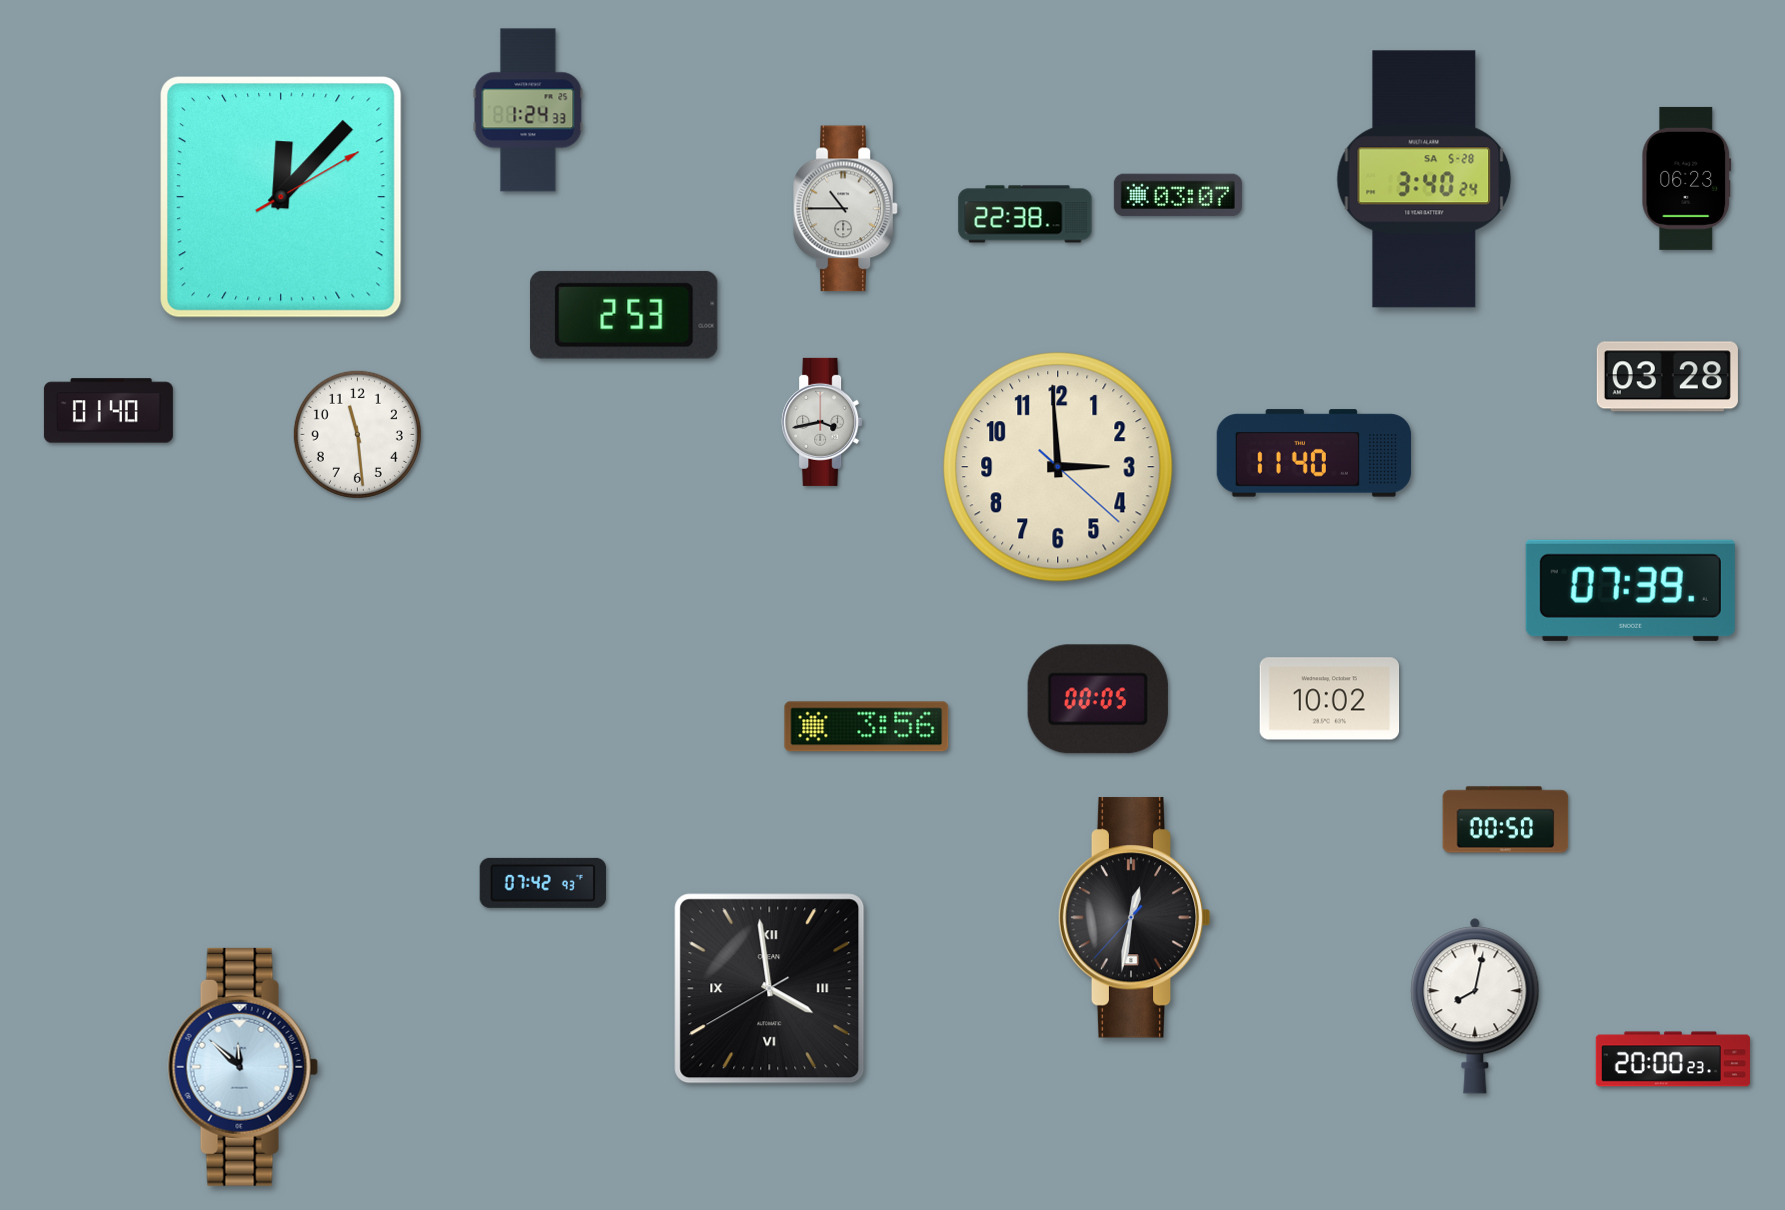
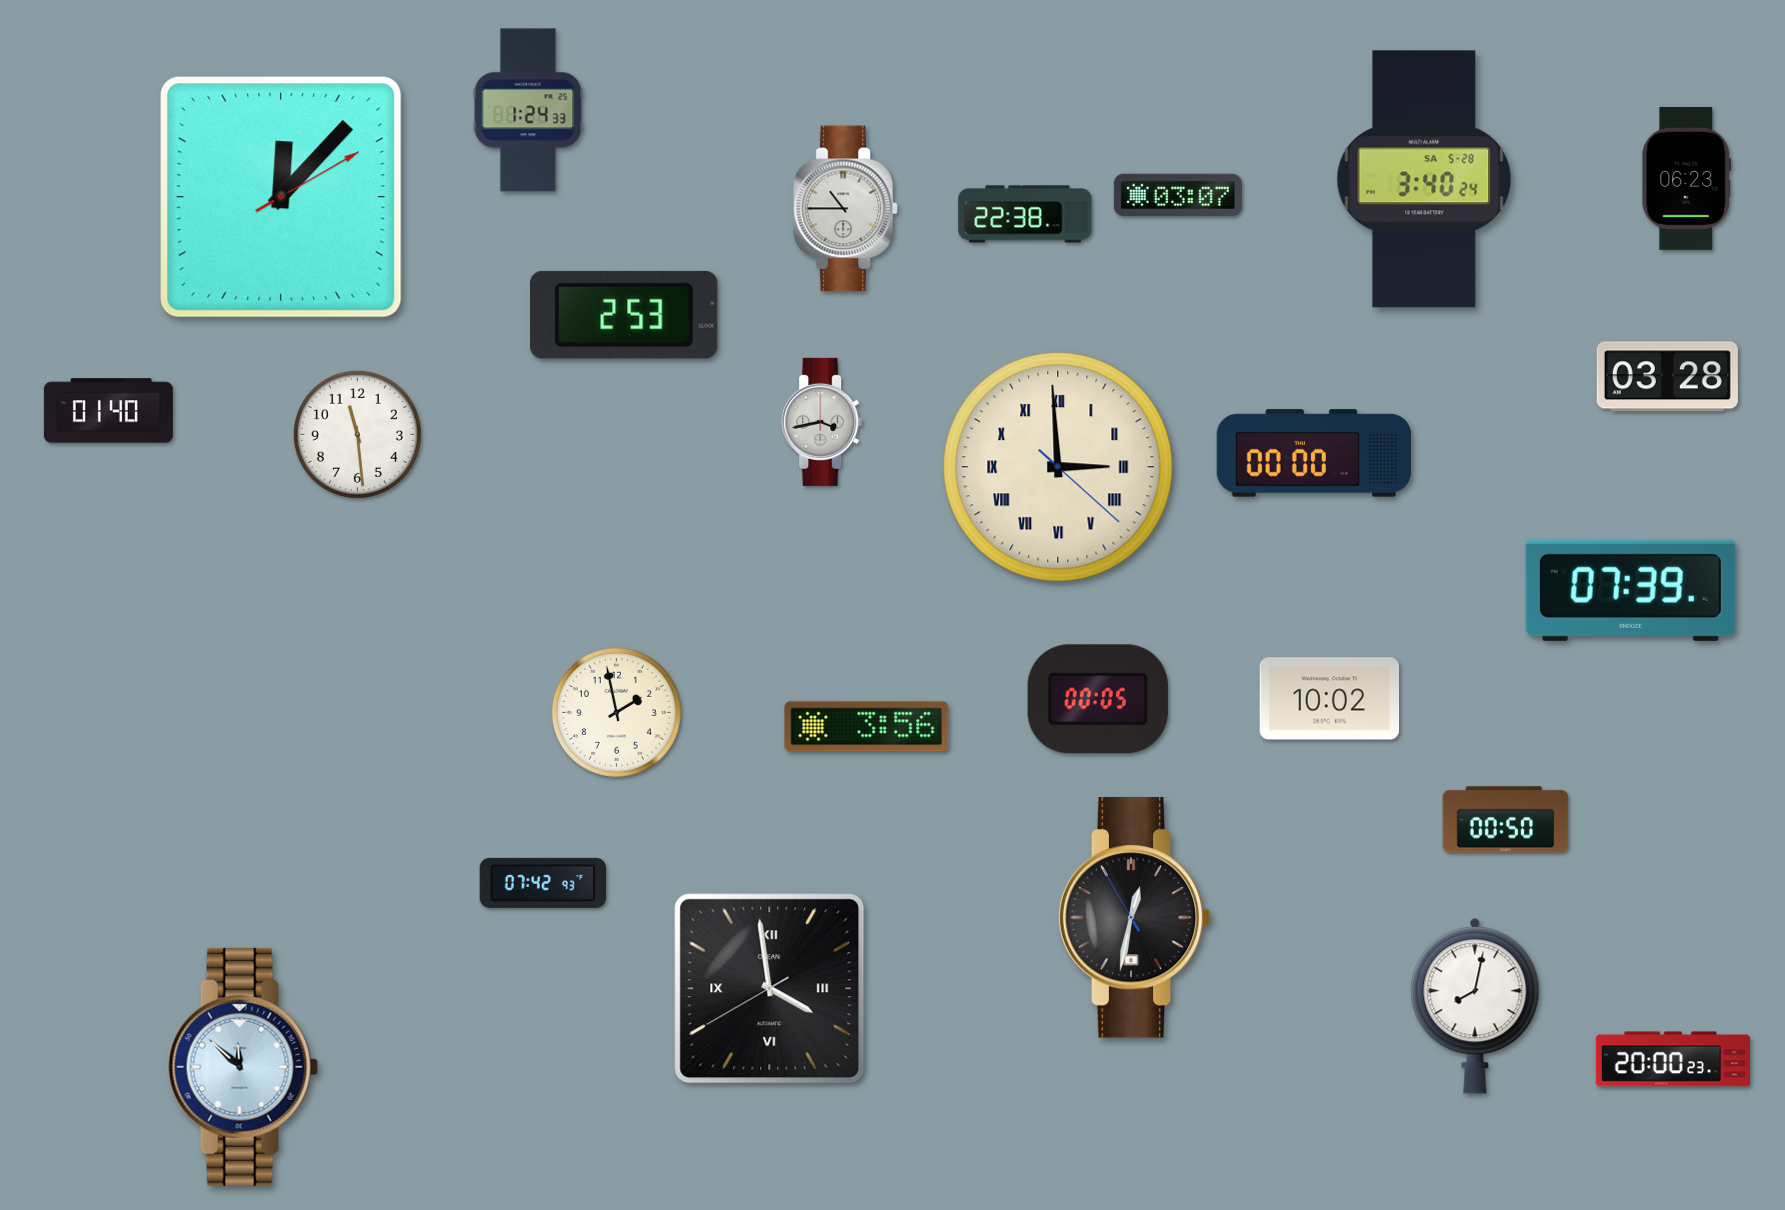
clock at (1313, 453): 11:40 -> 00:00
clock at (1058, 467) numerals: Arabic -> Roman
clock at (616, 712): none -> 1:58
clock at (1134, 918): 12:31:37 -> 12:31:55
